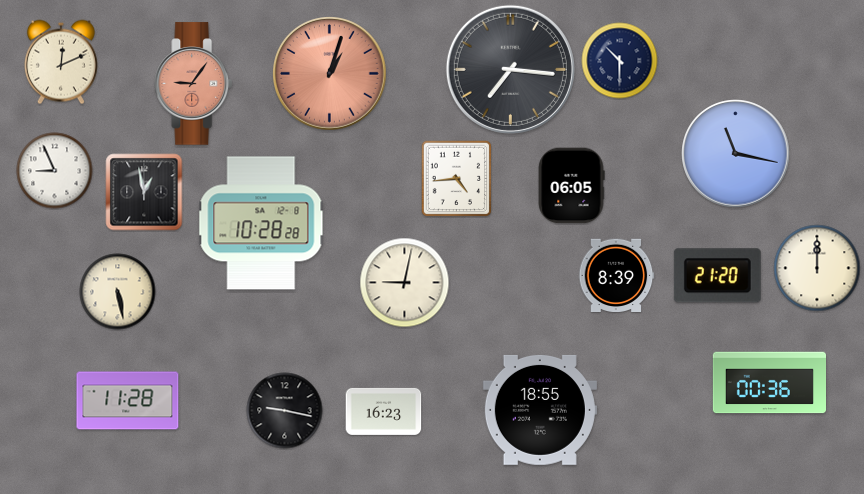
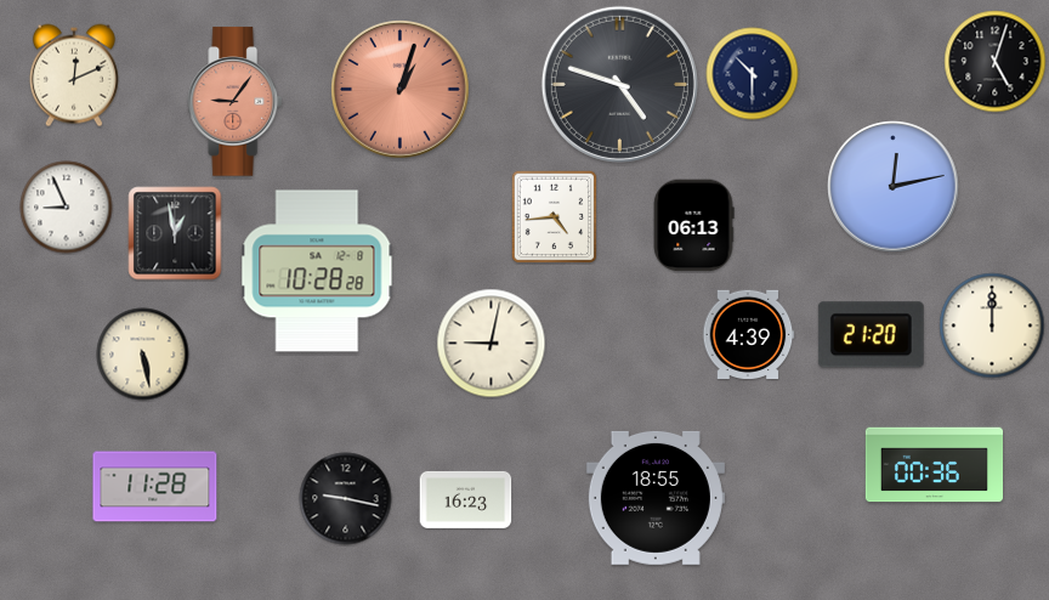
clock at (996, 62): none -> 5:03
clock at (510, 69): 7:16 -> 4:48
clock at (736, 154): 11:17 -> 12:13
clock at (571, 186): 06:05 -> 06:13
clock at (617, 276): 8:39 -> 4:39
